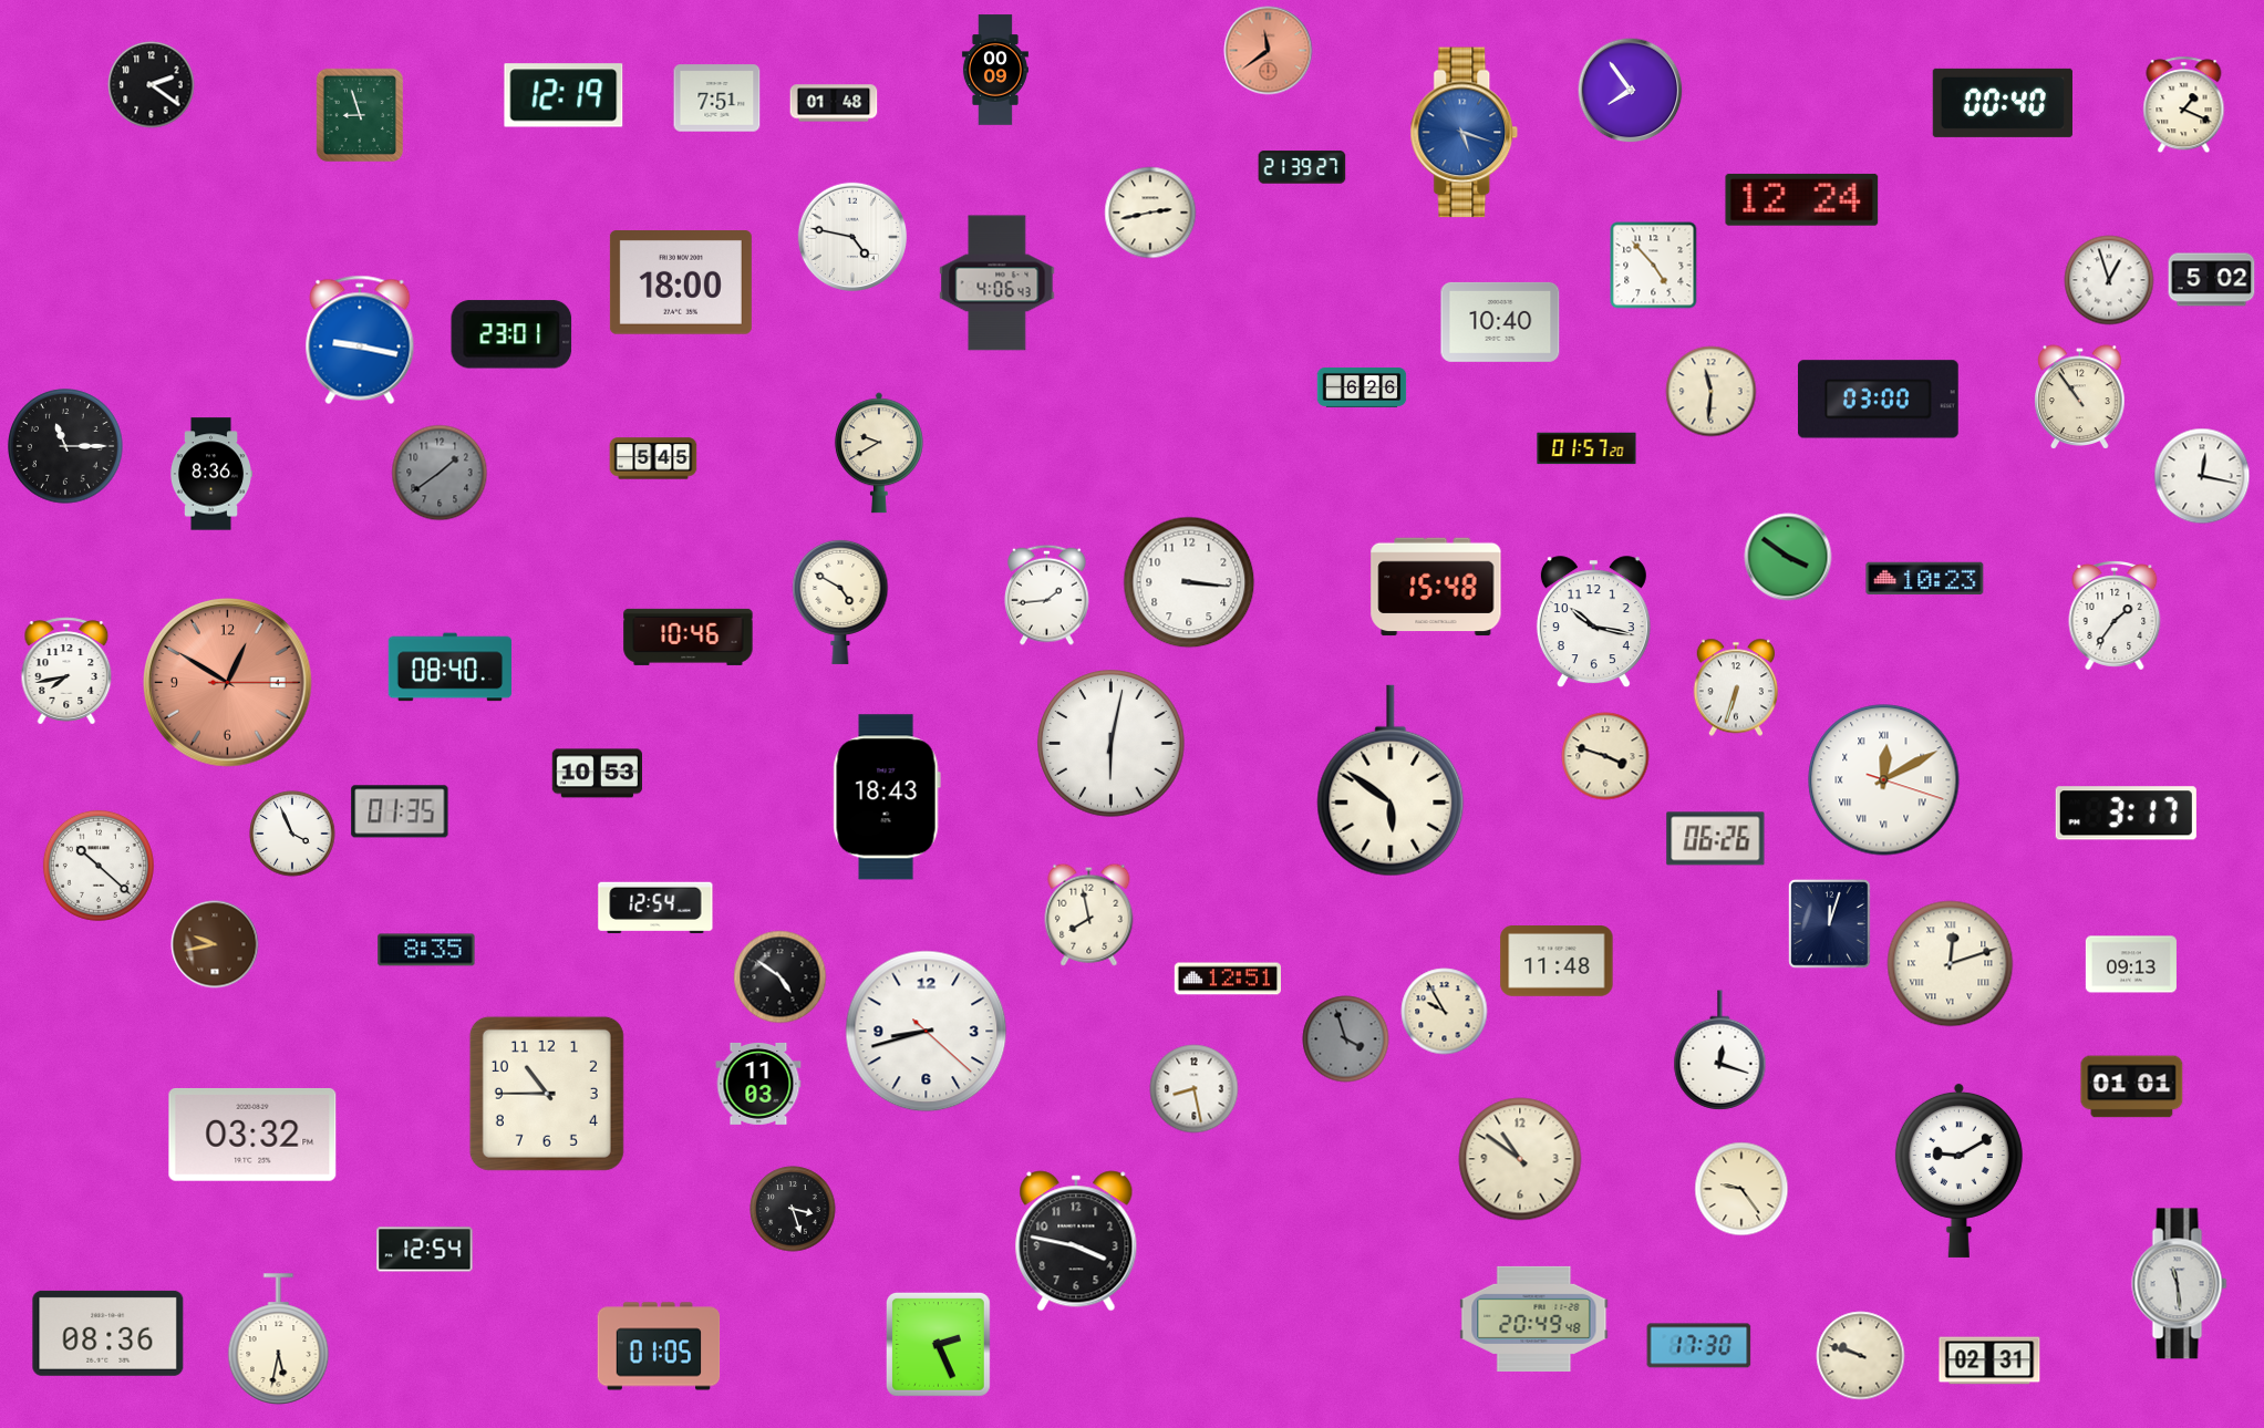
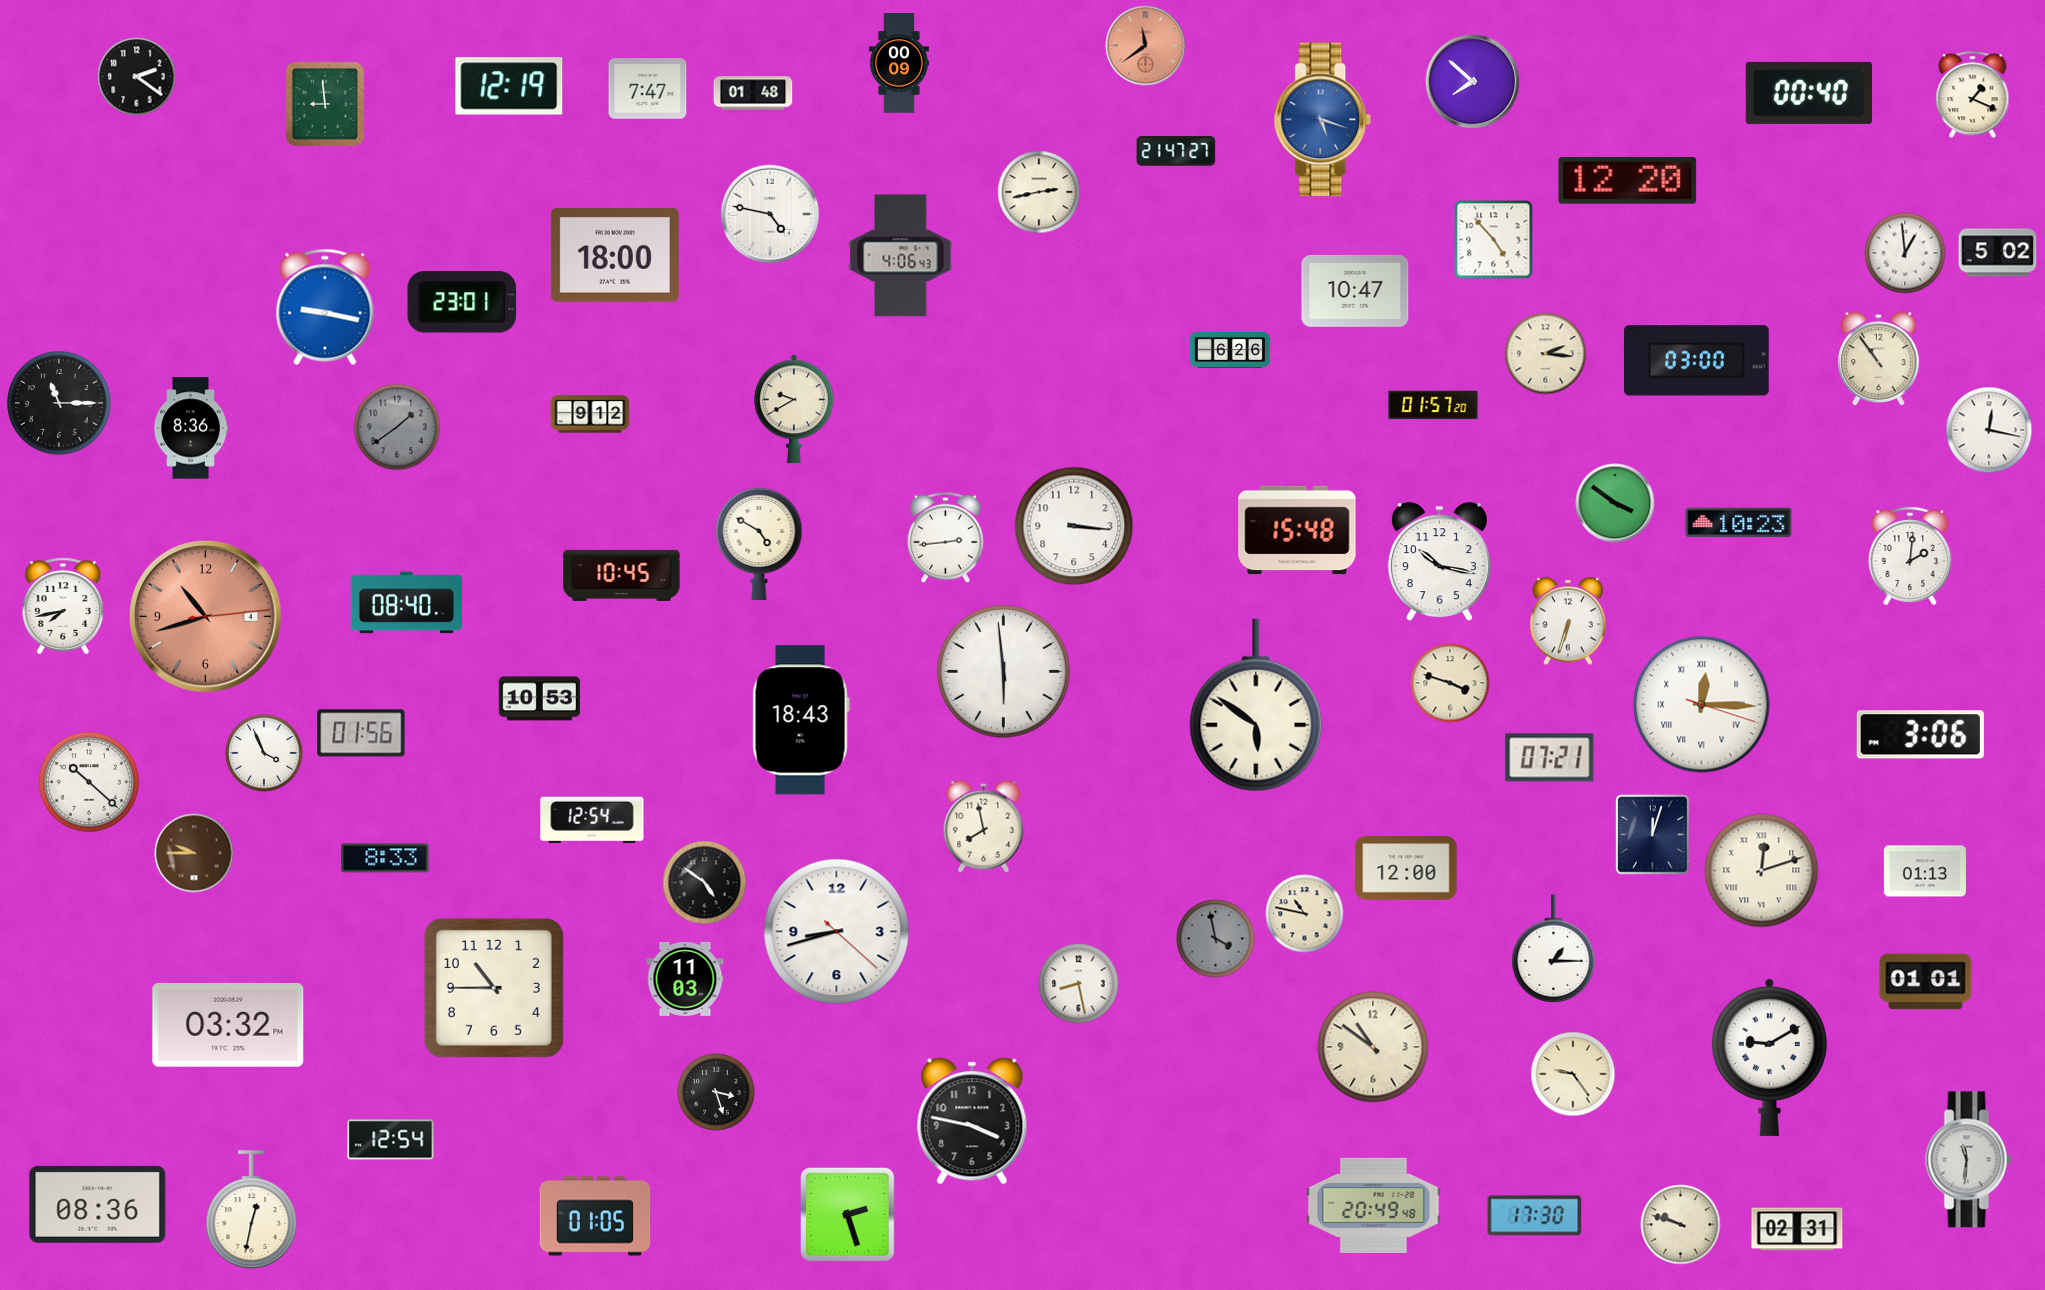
clock at (1631, 91): 7:54 -> 7:52
clock at (717, 99): 7:51 -> 7:47
clock at (360, 114): 8:57 -> 8:59
clock at (1302, 167): 21:39 -> 21:47
clock at (1802, 199): 12:24 -> 12:20
clock at (2109, 280): 12:57 -> 12:59
clock at (1500, 322): 10:40 -> 10:47
clock at (1712, 392): 11:31 -> 2:16
clock at (653, 458): 5:45 -> 9:12
clock at (1047, 594): 1:44 -> 2:44
clock at (2115, 615): 1:36 -> 2:01
clock at (689, 637): 10:46 -> 10:45
clock at (66, 671) position: (66, 671) -> (63, 606)
clock at (228, 683): 12:50 -> 10:42
clock at (1112, 744): 6:02 -> 5:59
clock at (1884, 780): 12:10 -> 12:15
clock at (400, 811): 01:35 -> 01:56
clock at (2126, 814): 3:17 -> 3:06
clock at (1716, 839): 06:26 -> 07:21
clock at (215, 944): 9:43 -> 9:45
clock at (426, 950): 8:35 -> 8:33
clock at (1557, 962): 11:48 -> 12:00
clock at (2131, 964): 09:13 -> 01:13
clock at (1227, 979): 12:51 -> none
clock at (1445, 1012): 9:55 -> 10:47
clock at (1346, 1039): 3:57 -> 3:58
clock at (1720, 1051): 12:18 -> 1:15
clock at (425, 1250) position: (425, 1250) -> (391, 1140)
clock at (2180, 1284): 11:29 -> 11:31
clock at (1534, 1318) position: (1534, 1318) -> (1374, 1205)
clock at (279, 1339): 5:32 -> 12:32
clock at (939, 1345): 2:26 -> 2:27
